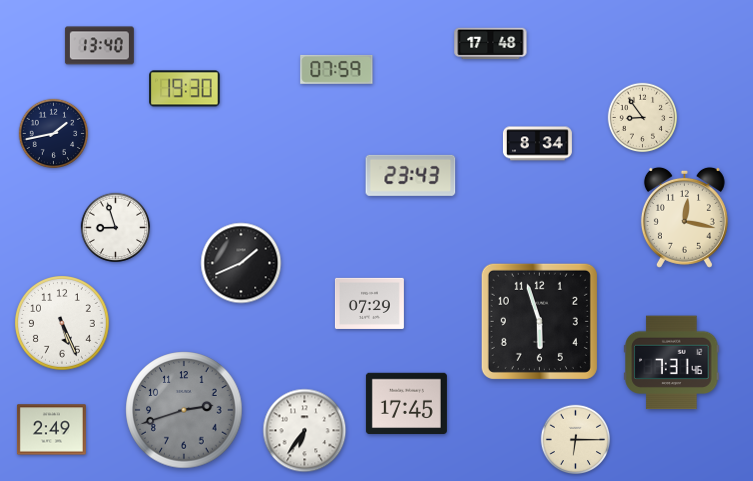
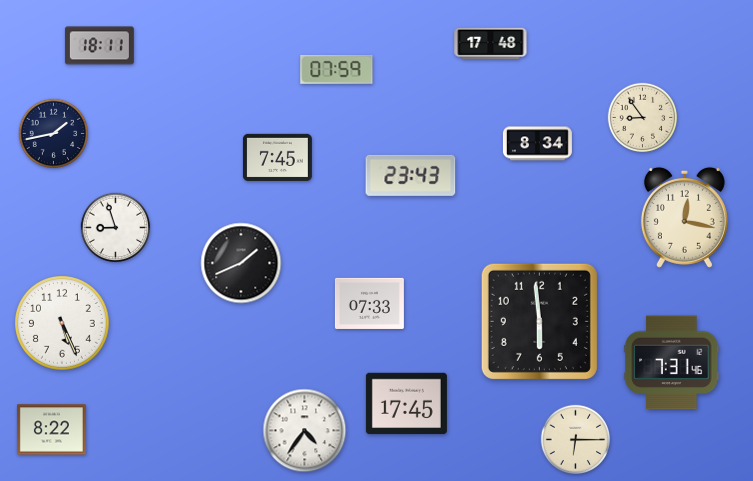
clock at (99, 46): 13:40 -> 18:11
clock at (185, 89): 19:30 -> none
clock at (277, 157): none -> 7:45
clock at (369, 303): 07:29 -> 07:33
clock at (539, 321): 5:57 -> 5:59
clock at (184, 410): 2:42 -> none
clock at (51, 430): 2:49 -> 8:22
clock at (305, 431): 6:36 -> 4:36
